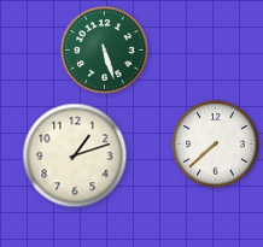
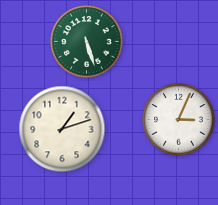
clock at (216, 145): 7:38 -> 3:04
